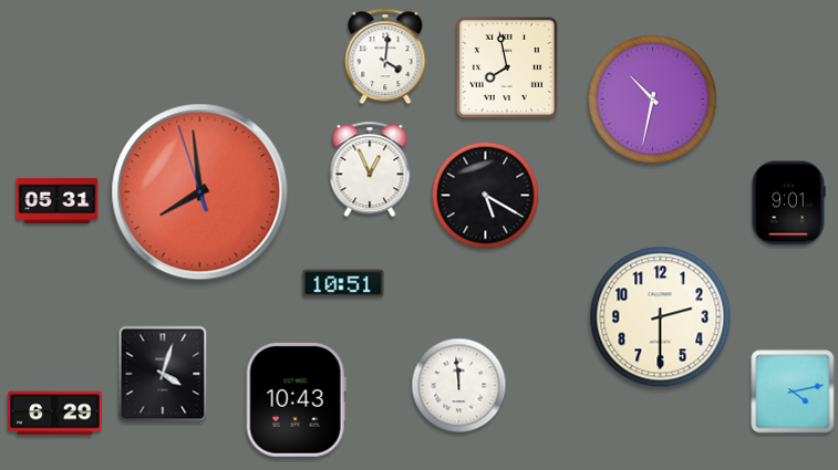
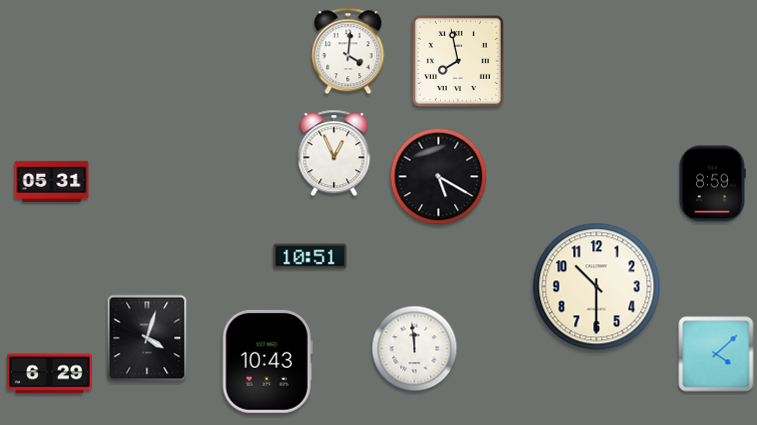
clock at (653, 100): 10:32 -> none
clock at (200, 192): 7:58 -> none
clock at (788, 203): 9:01 -> 8:59
clock at (661, 317): 2:30 -> 10:30
clock at (793, 391): 4:13 -> 4:08
